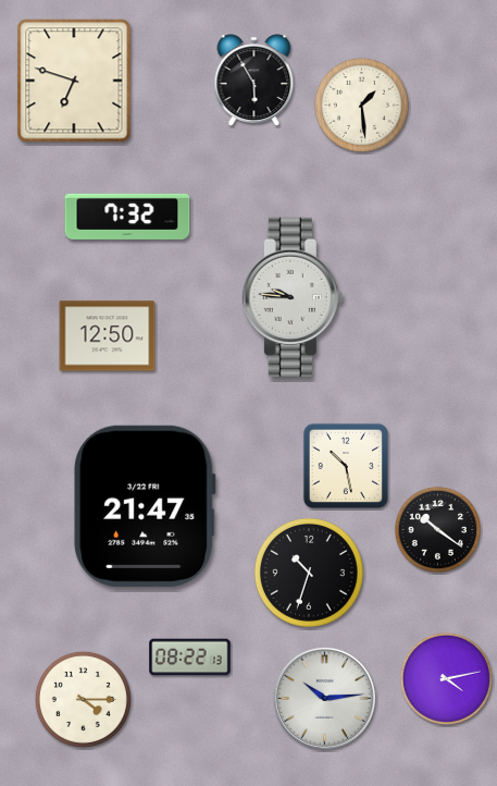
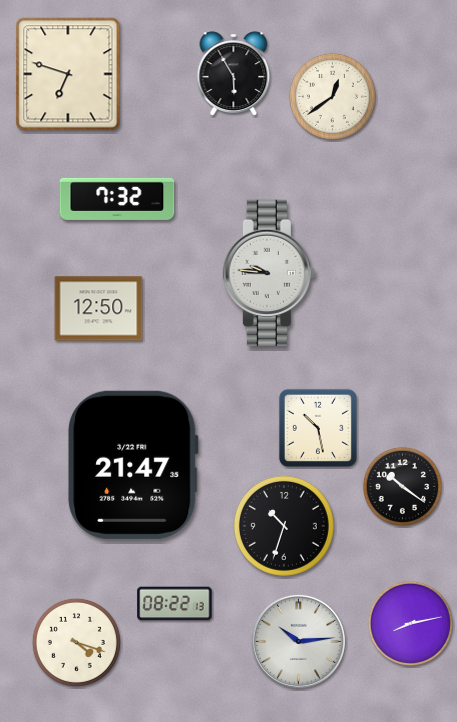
clock at (361, 105): 1:29 -> 12:39
clock at (446, 678): 4:13 -> 8:13
clock at (83, 699): 4:15 -> 4:18
